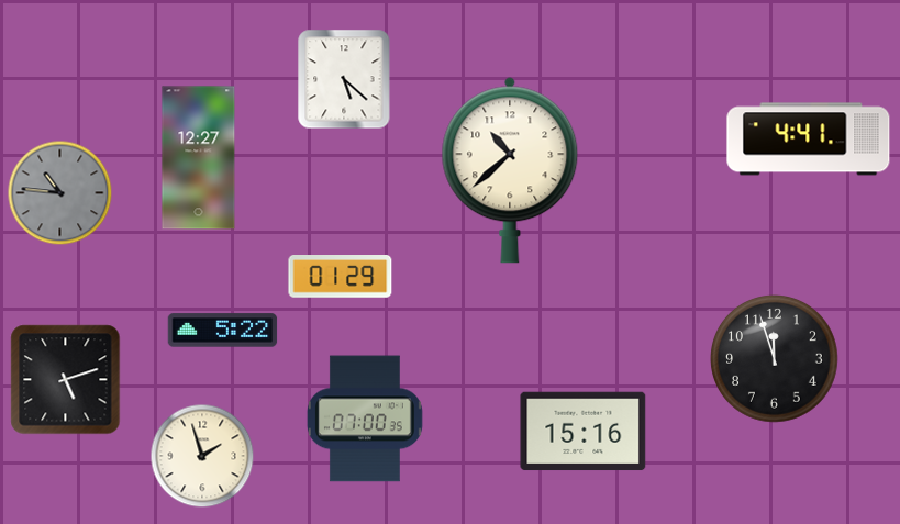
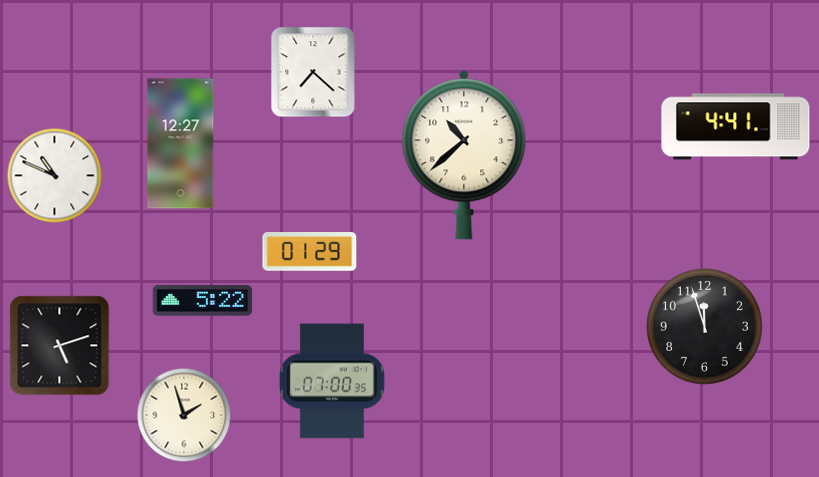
clock at (344, 79): 5:22 -> 7:22
clock at (60, 193): 10:46 -> 10:49
clock at (60, 193) dial: grey -> white
clock at (584, 432): 15:16 -> none
